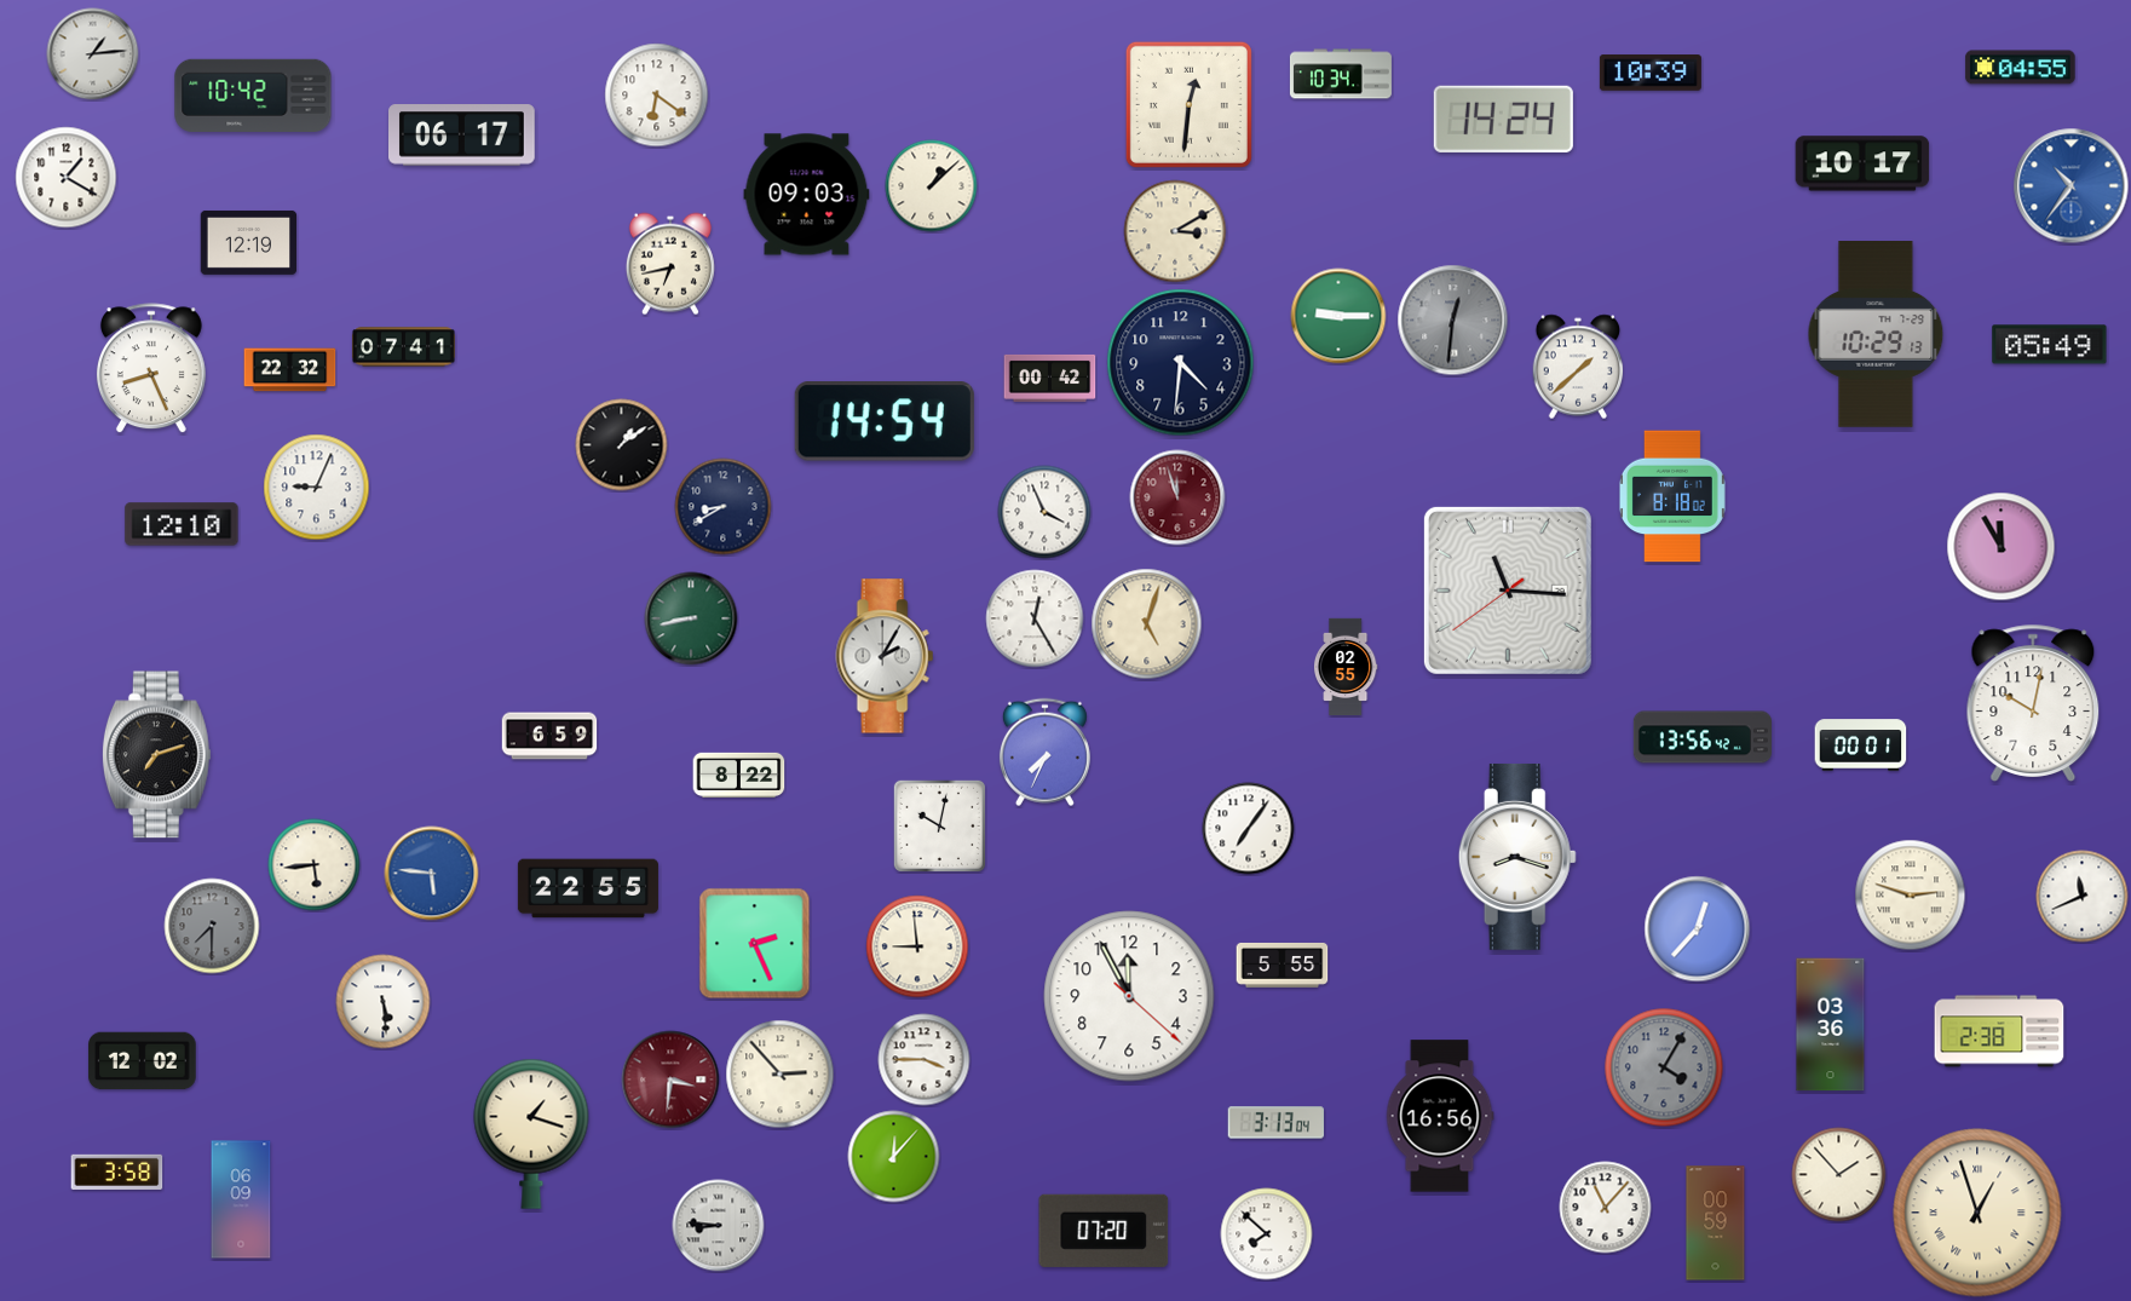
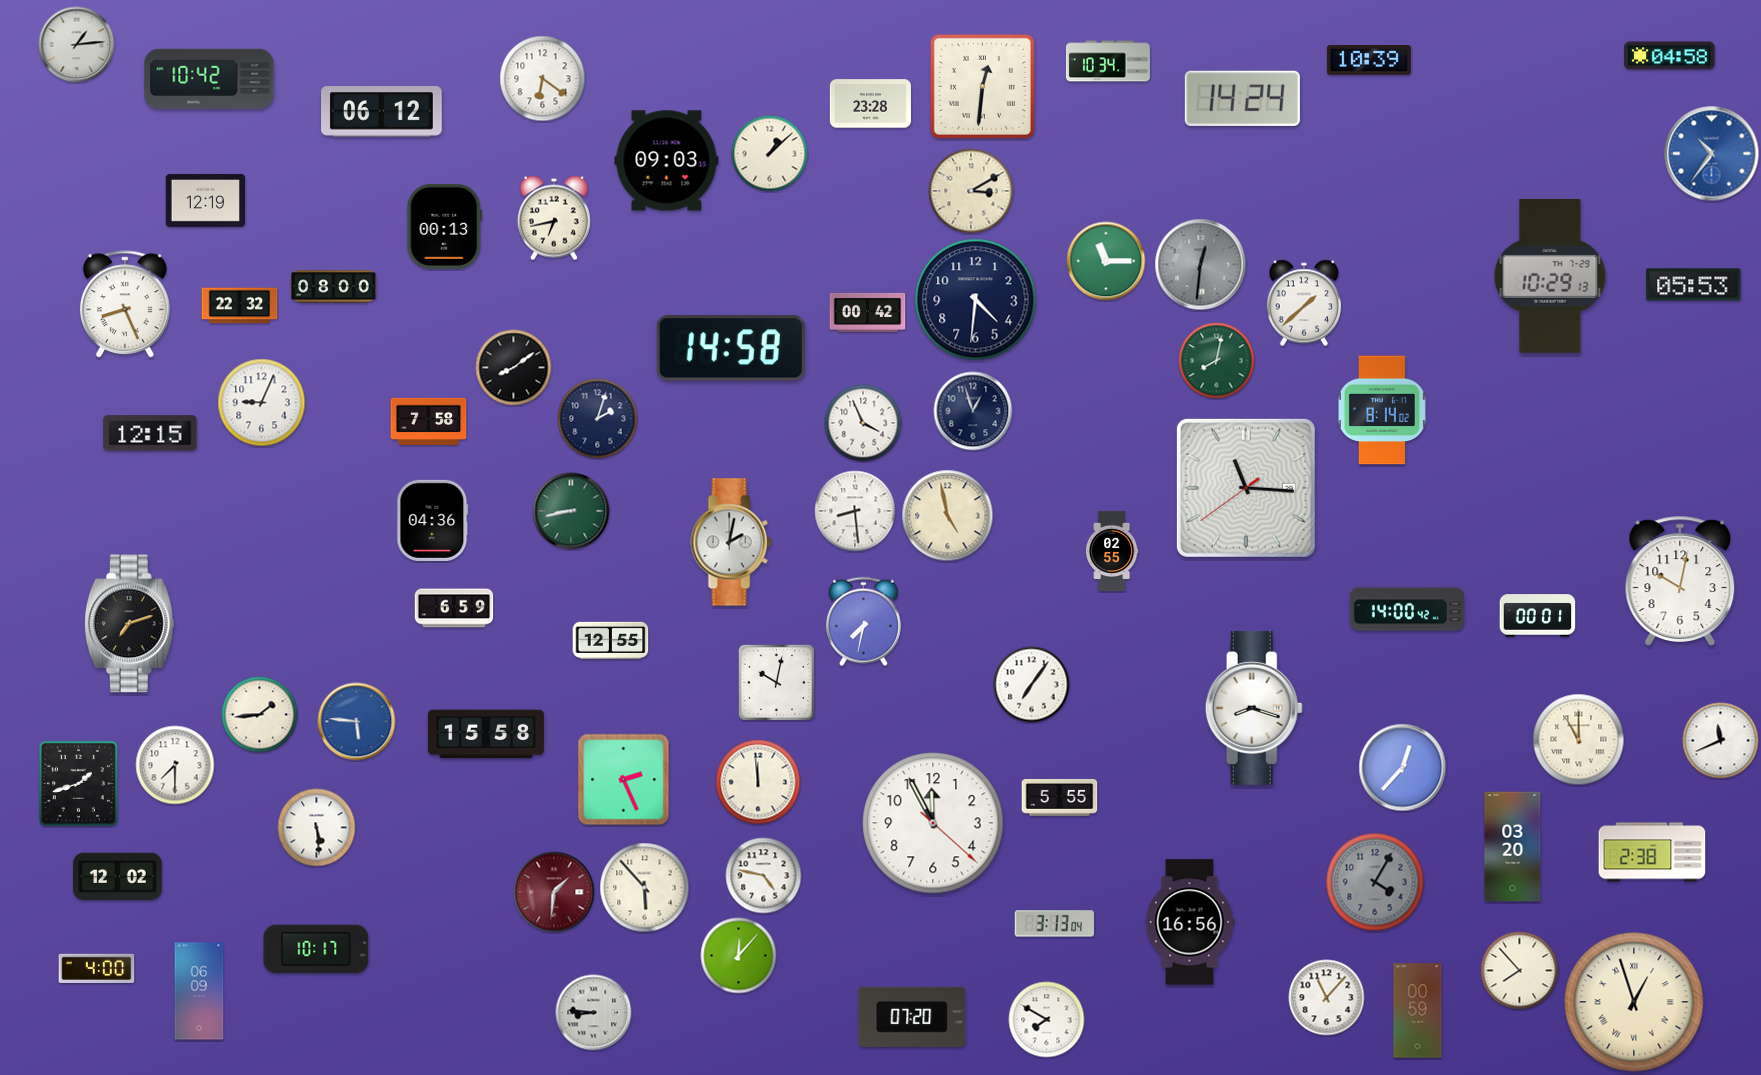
clock at (2021, 68): 04:55 -> 04:58
clock at (1651, 73) position: (1651, 73) -> (1369, 60)
clock at (870, 104): none -> 23:28
clock at (462, 136): 06:17 -> 06:12
clock at (1862, 163): 10:17 -> none
clock at (67, 178): 1:20 -> none
clock at (445, 226): none -> 00:13
clock at (1338, 316): 9:15 -> 11:15
clock at (2050, 345): 05:49 -> 05:53
clock at (403, 347): 07:41 -> 08:00
clock at (885, 421): 14:54 -> 14:58
clock at (1217, 361): none -> 8:02
clock at (622, 445): 1:09 -> 8:09
clock at (1672, 496): 8:18 -> 8:14
clock at (1177, 497): 11:57 -> 12:57
clock at (1177, 497) dial: burgundy -> navy
clock at (724, 507): 8:40 -> 2:03
clock at (429, 421): none -> 7:58
clock at (182, 524): 12:10 -> 12:15
clock at (2002, 547): 11:55 -> none
clock at (1035, 618): 12:25 -> 8:29
clock at (1147, 624): 5:03 -> 4:58
clock at (433, 520): none -> 04:36
clock at (885, 656): 2:05 -> 2:02
clock at (1703, 737): 13:56 -> 14:00
clock at (1044, 753): 7:34 -> 7:32
clock at (739, 775): 8:22 -> 12:55
clock at (315, 865): 5:44 -> 1:44
clock at (588, 888): 22:55 -> 15:58
clock at (1911, 896): 2:48 -> 11:00
clock at (212, 926) dial: grey -> white
clock at (917, 946): 8:59 -> 11:59
clock at (78, 783): none -> 1:42
clock at (1831, 1025): 03:36 -> 03:20
clock at (925, 1060): 3:45 -> 4:47
clock at (781, 1075): 2:53 -> 5:53
clock at (670, 1080): 3:31 -> 1:31
clock at (1275, 1123) position: (1275, 1123) -> (1054, 924)
clock at (531, 1134): 1:18 -> none
clock at (316, 948): none -> 10:17
clock at (117, 1172): 3:58 -> 4:00
clock at (1839, 1175): 1:53 -> 7:53
clock at (1267, 1234): 7:52 -> 7:50
